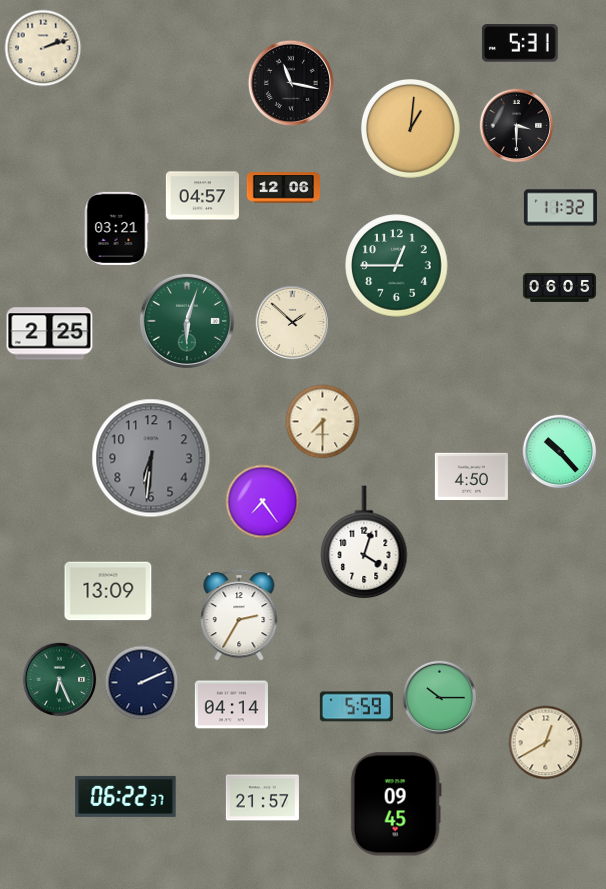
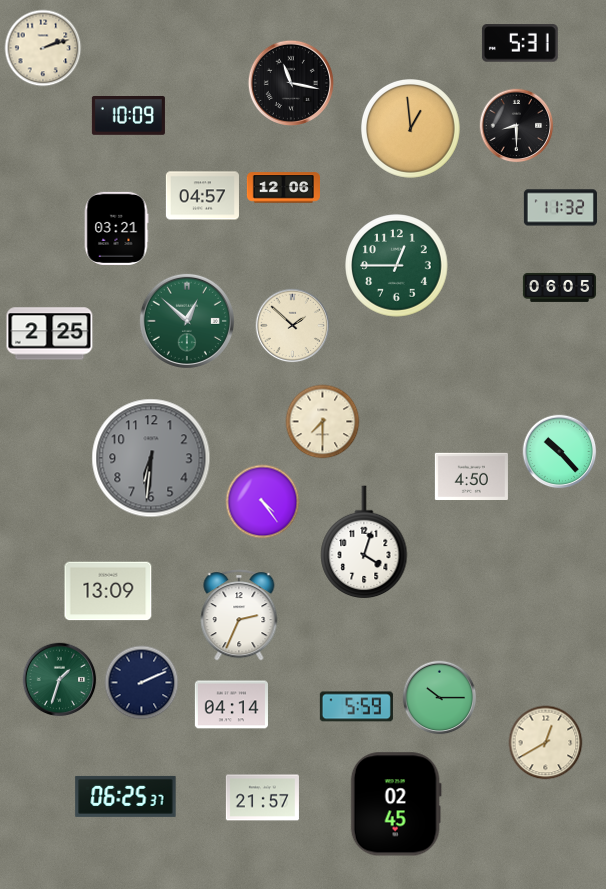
clock at (128, 116): none -> 10:09
clock at (517, 126): 3:30 -> 8:30
clock at (411, 129): 1:01 -> 12:59
clock at (187, 321): 6:03 -> 12:52
clock at (293, 323) position: (293, 323) -> (293, 326)
clock at (263, 502): 7:24 -> 4:24
clock at (239, 615): 2:35 -> 2:34
clock at (60, 680): 6:26 -> 1:33
clock at (126, 796): 06:22 -> 06:25
clock at (396, 804): 09:45 -> 02:45
